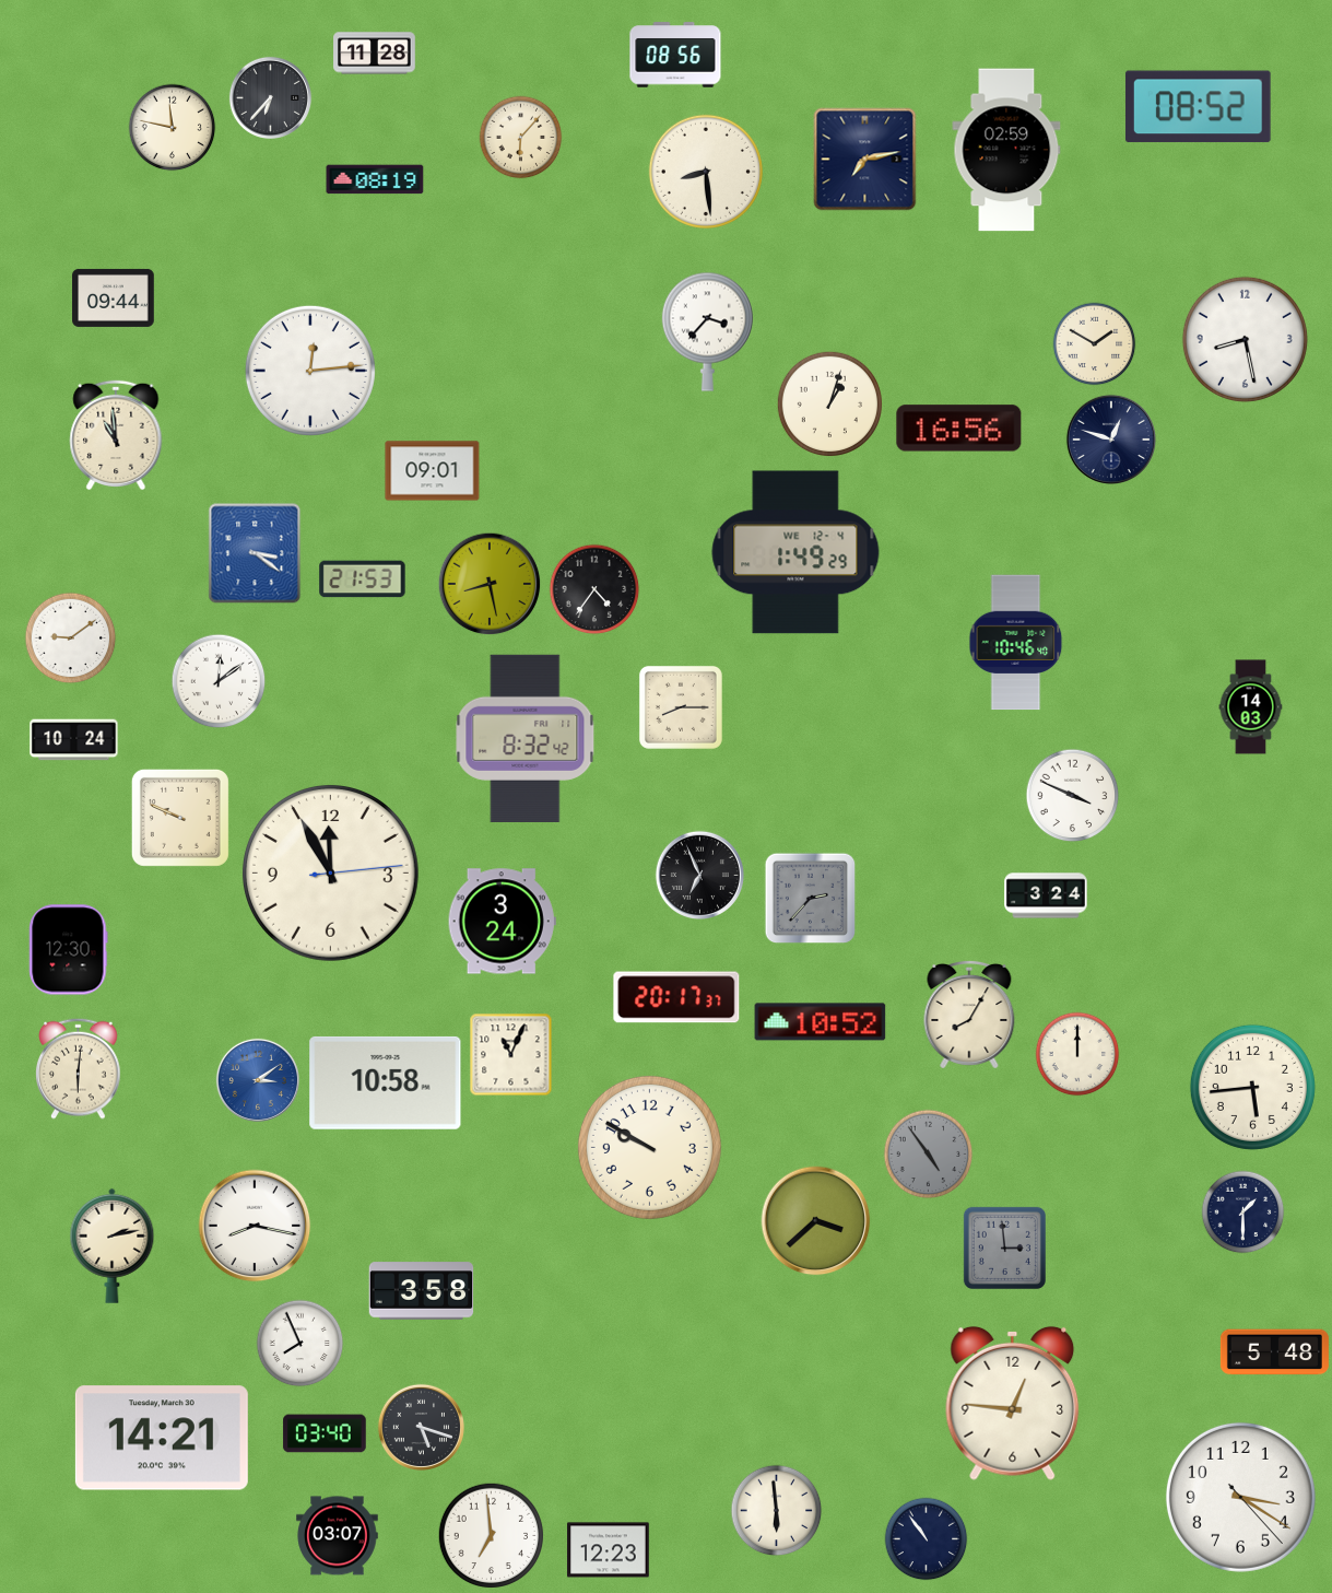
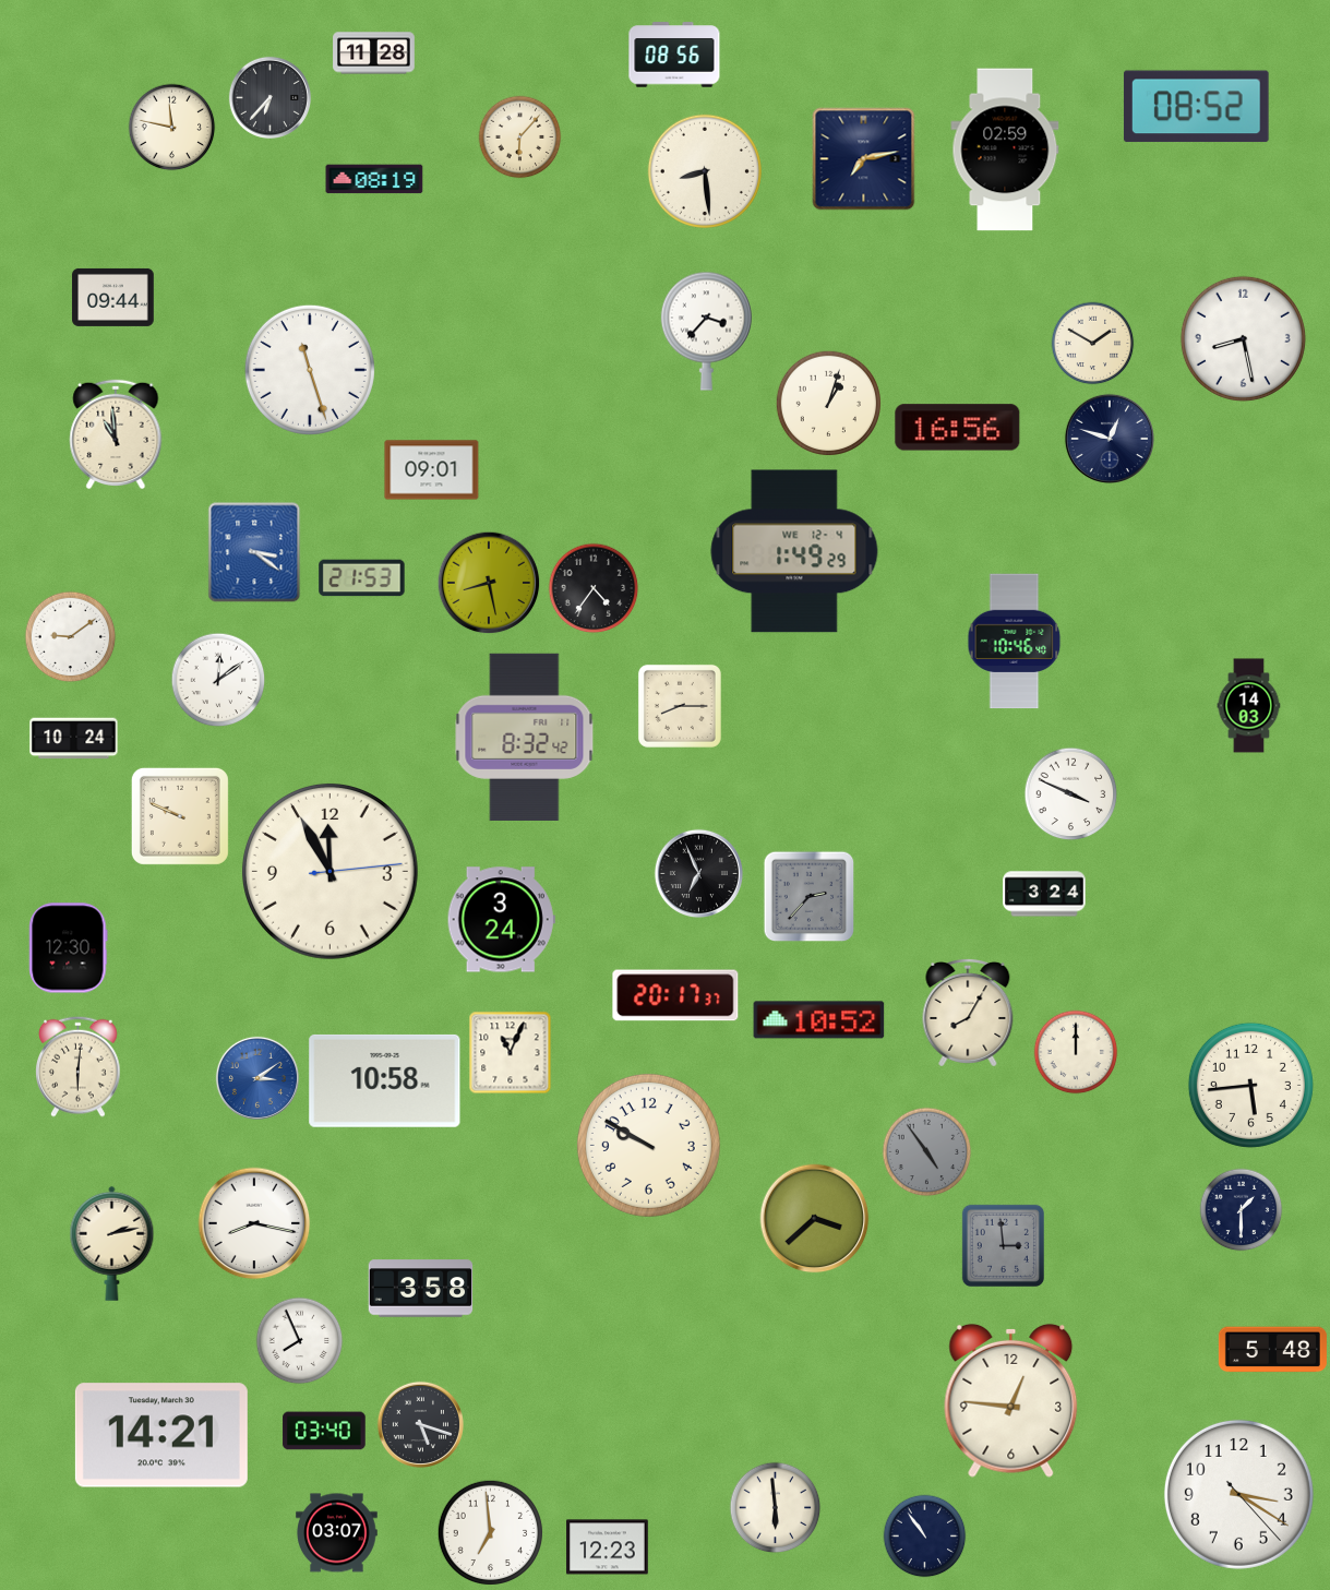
clock at (310, 371): 12:14 -> 11:27
